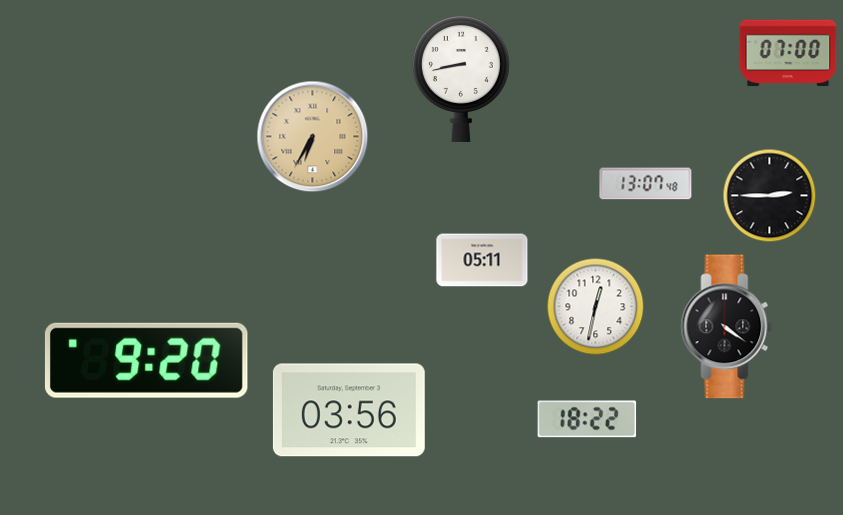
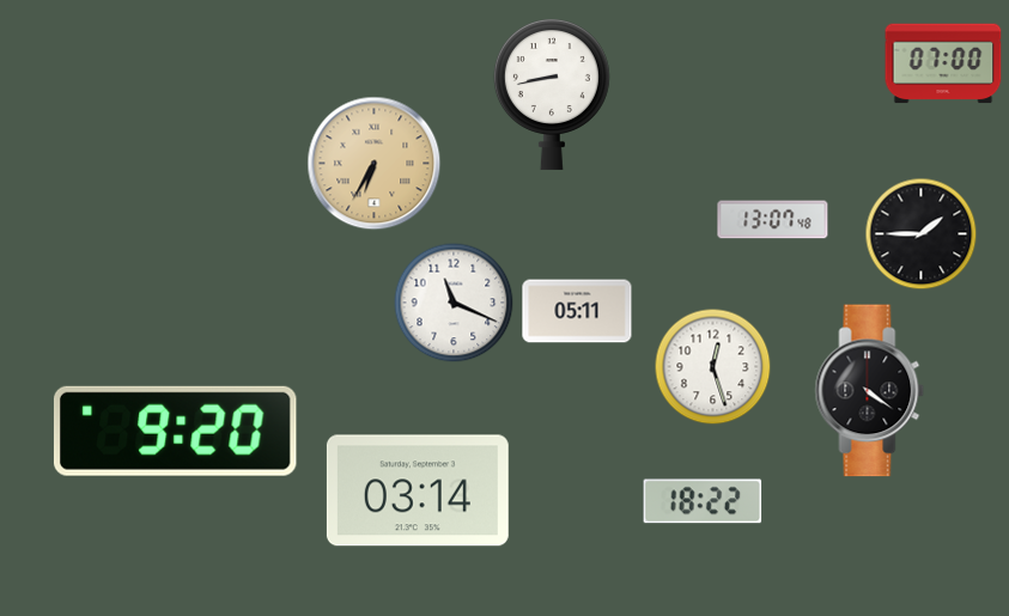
clock at (770, 196): 2:45 -> 1:45
clock at (454, 303): none -> 11:19
clock at (596, 307): 12:32 -> 12:27
clock at (349, 410): 03:56 -> 03:14
